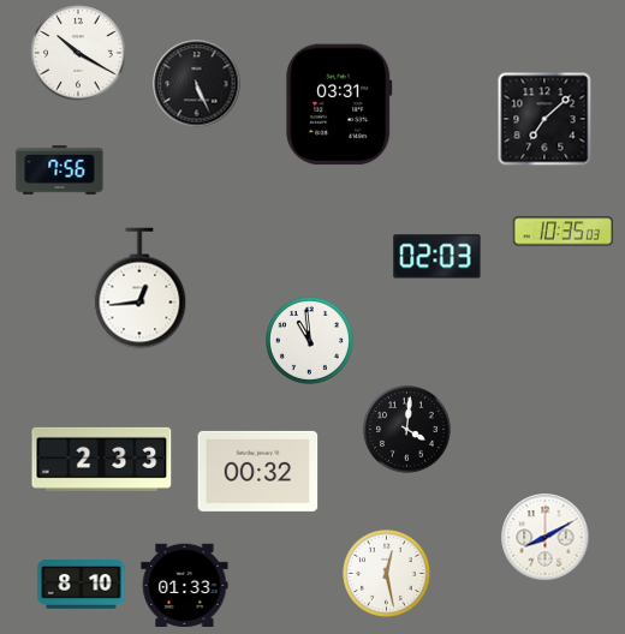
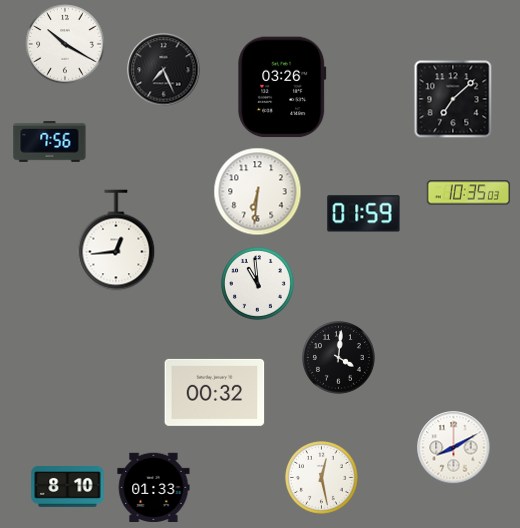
clock at (197, 84): 5:26 -> 7:26
clock at (339, 104): 03:31 -> 03:26
clock at (258, 192): none -> 6:31
clock at (437, 257): 02:03 -> 01:59
clock at (102, 459): 2:33 -> none
